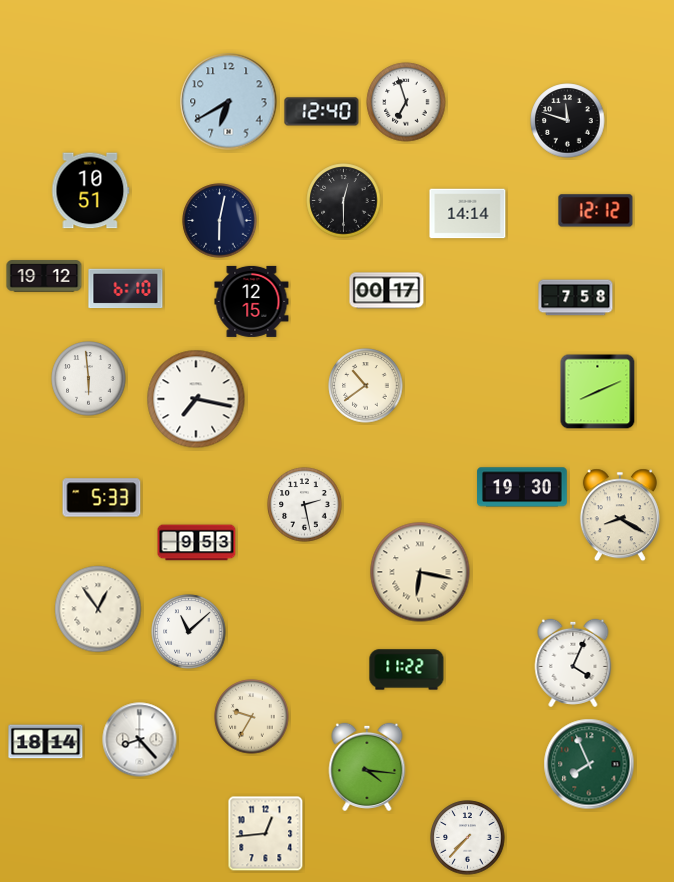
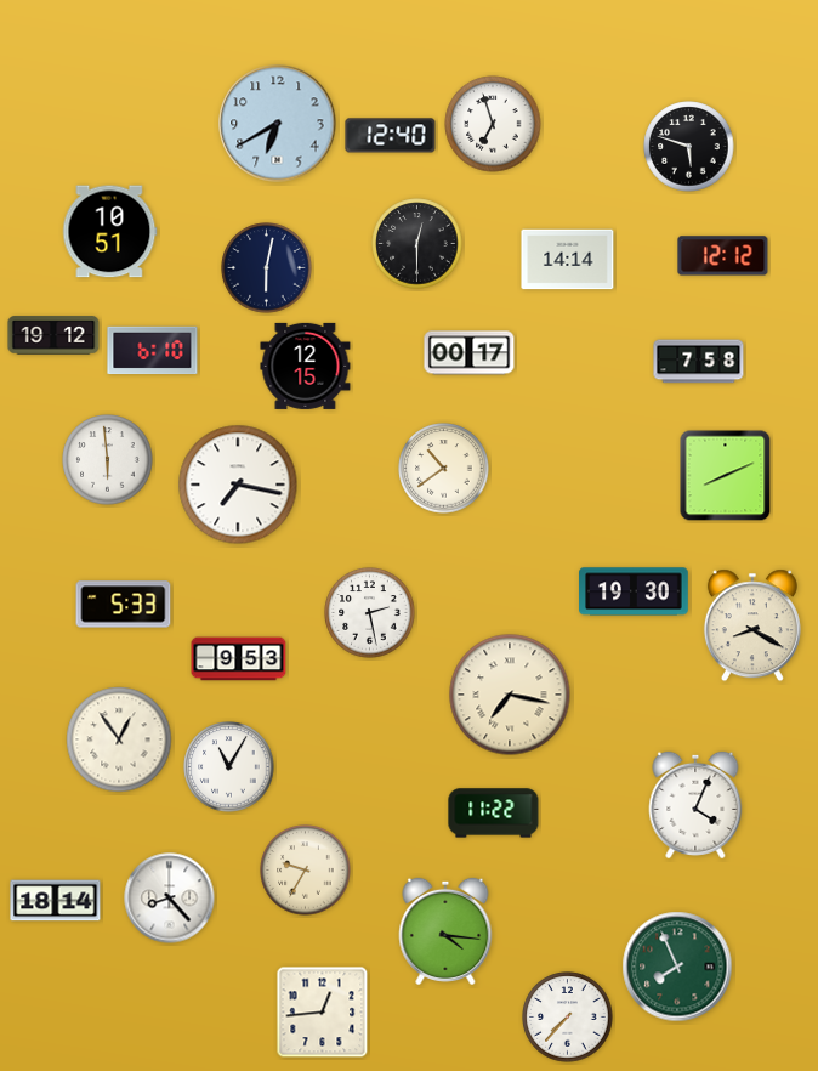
clock at (568, 121): 11:48 -> 5:48
clock at (420, 572): 6:17 -> 7:17
clock at (189, 632): 11:08 -> 11:05
clock at (589, 764) position: (589, 764) -> (677, 967)
